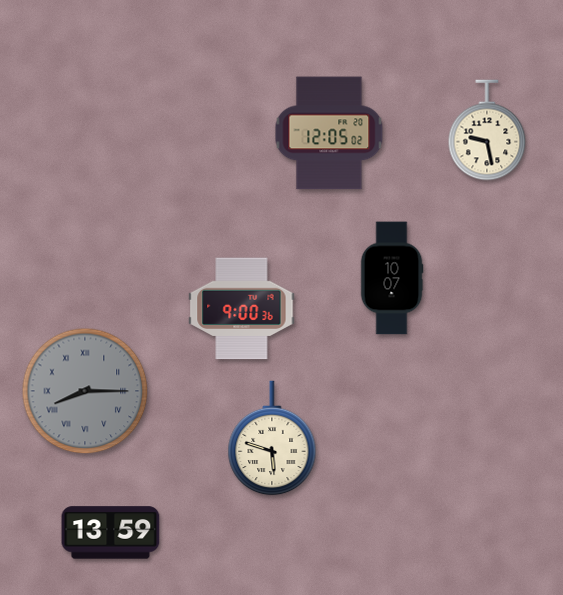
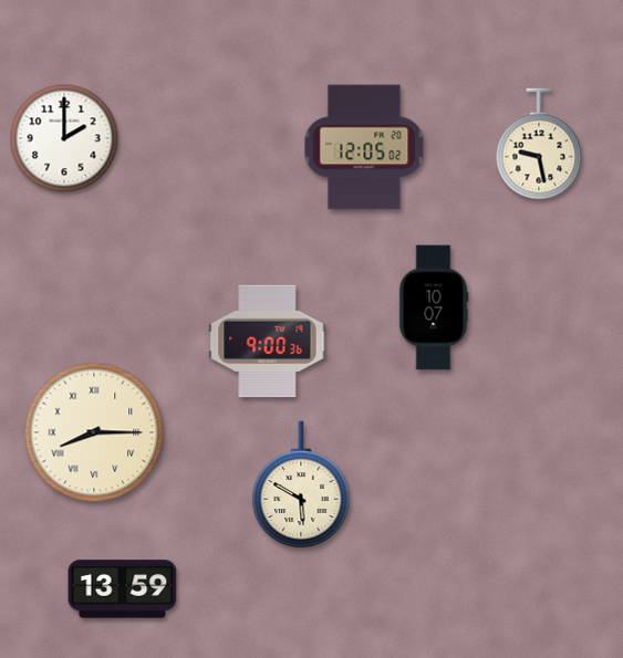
clock at (64, 138): none -> 2:00
clock at (85, 391) dial: grey -> cream
clock at (272, 438): 5:48 -> 5:50
